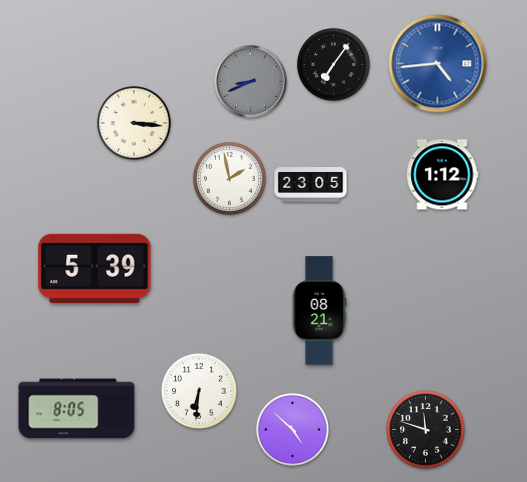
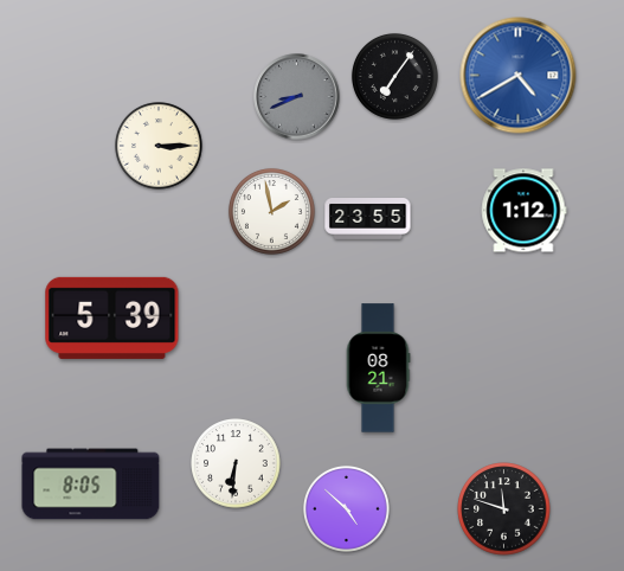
clock at (438, 64): 4:44 -> 4:40
clock at (135, 124): 3:16 -> 3:15
clock at (442, 175) position: (442, 175) -> (523, 211)
clock at (311, 185): 23:05 -> 23:55
